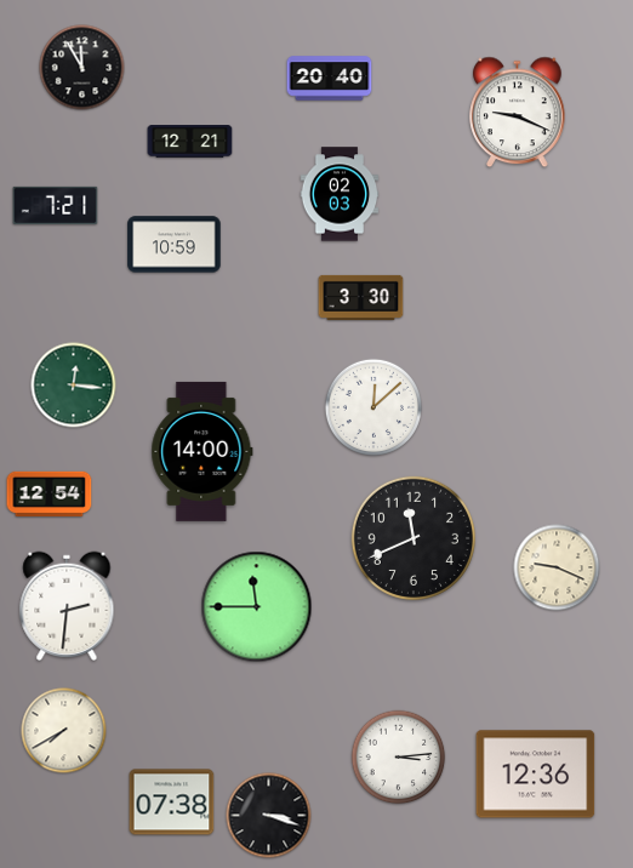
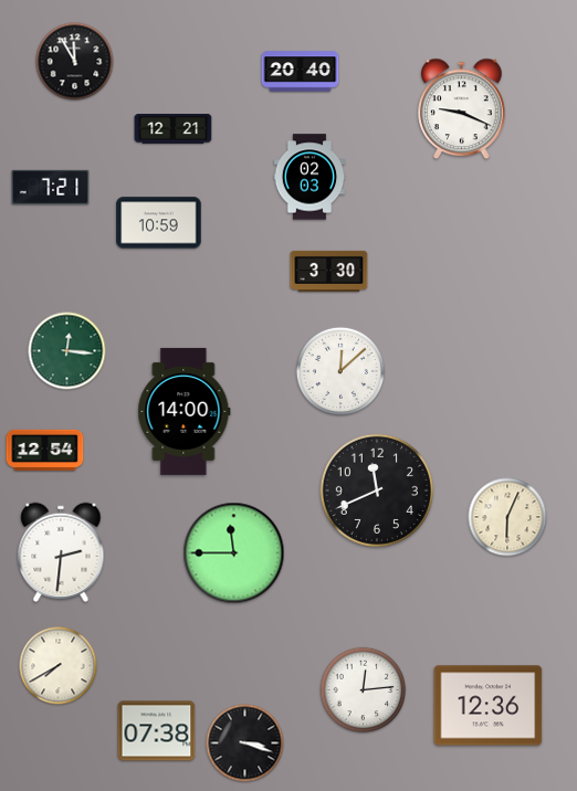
clock at (518, 113) position: (518, 113) -> (462, 109)
clock at (557, 567): 9:19 -> 6:04
clock at (399, 758): 3:14 -> 12:14
